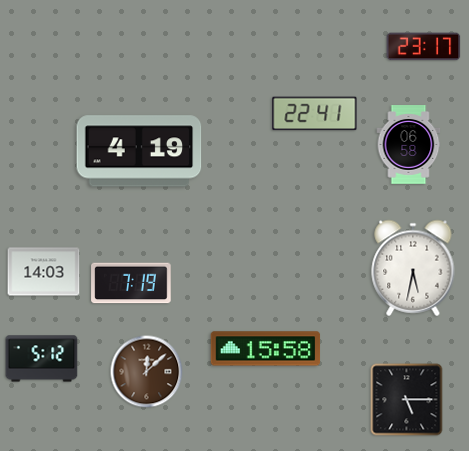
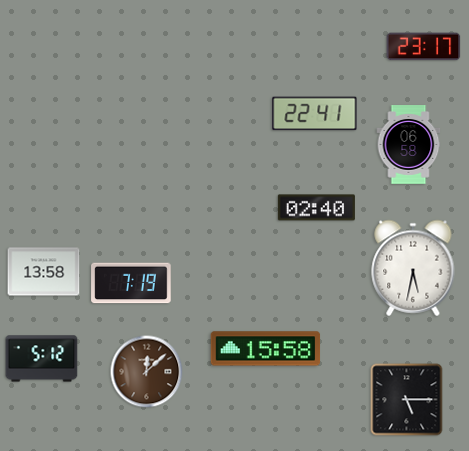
clock at (139, 151): 4:19 -> none
clock at (316, 208): none -> 02:40
clock at (44, 272): 14:03 -> 13:58
